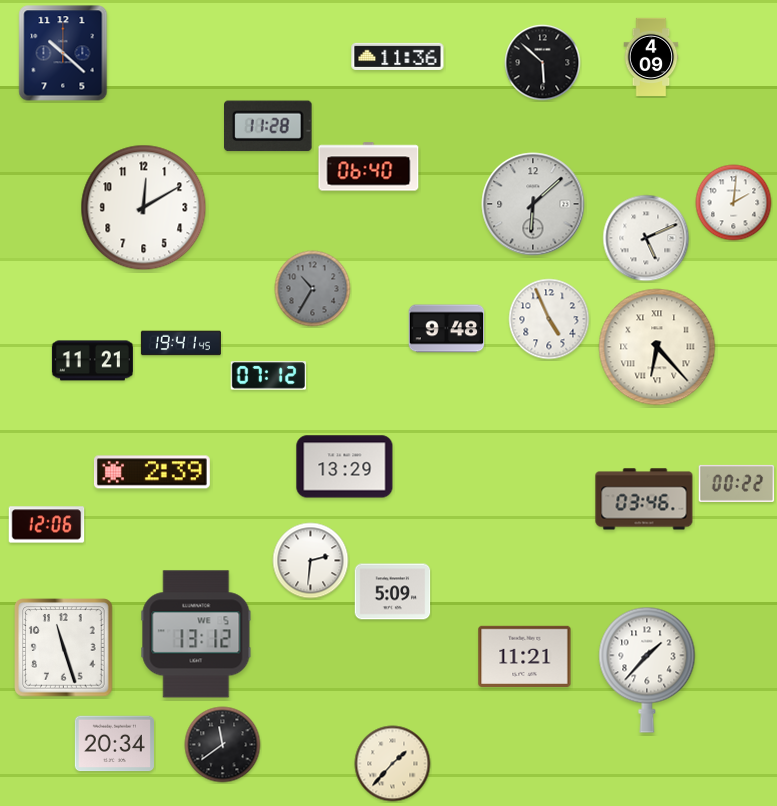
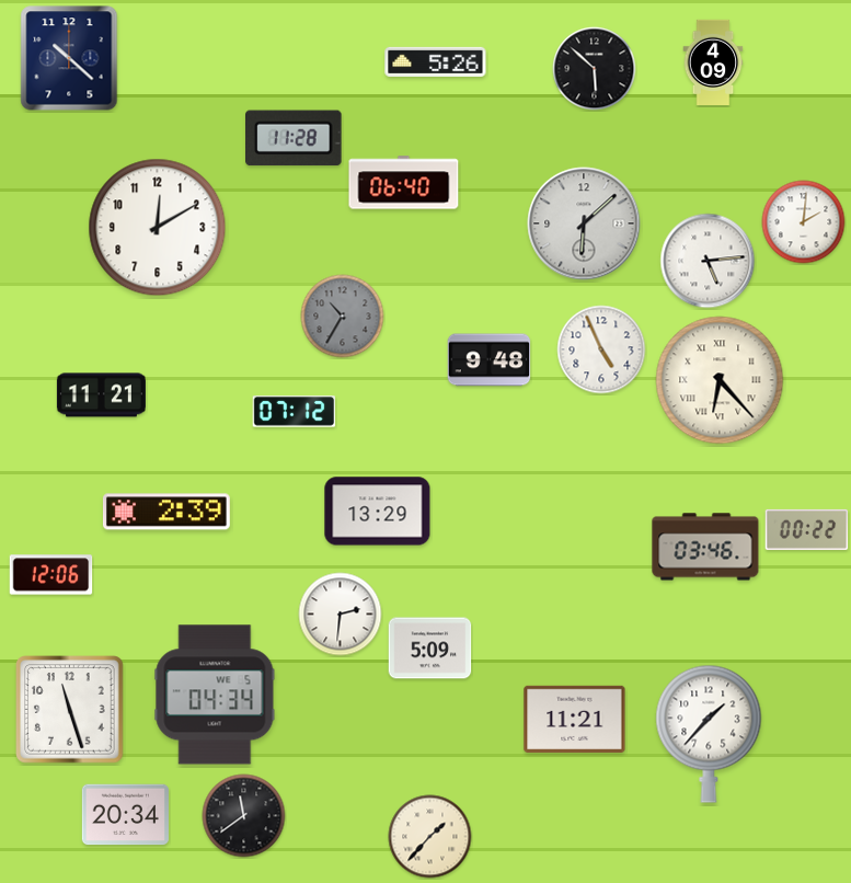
clock at (398, 56): 11:36 -> 5:26
clock at (646, 238): 5:11 -> 5:14
clock at (181, 343): 19:41 -> none
clock at (152, 472) position: (152, 472) -> (166, 512)
clock at (196, 634): 13:12 -> 04:34
